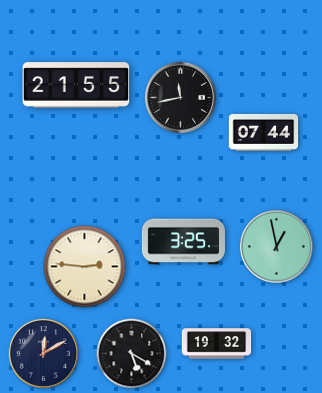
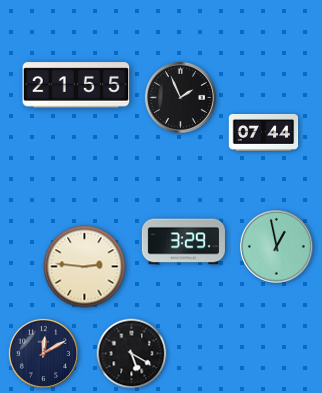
clock at (180, 97): 11:43 -> 1:56
clock at (183, 242): 3:25 -> 3:29
clock at (217, 344): 19:32 -> none
